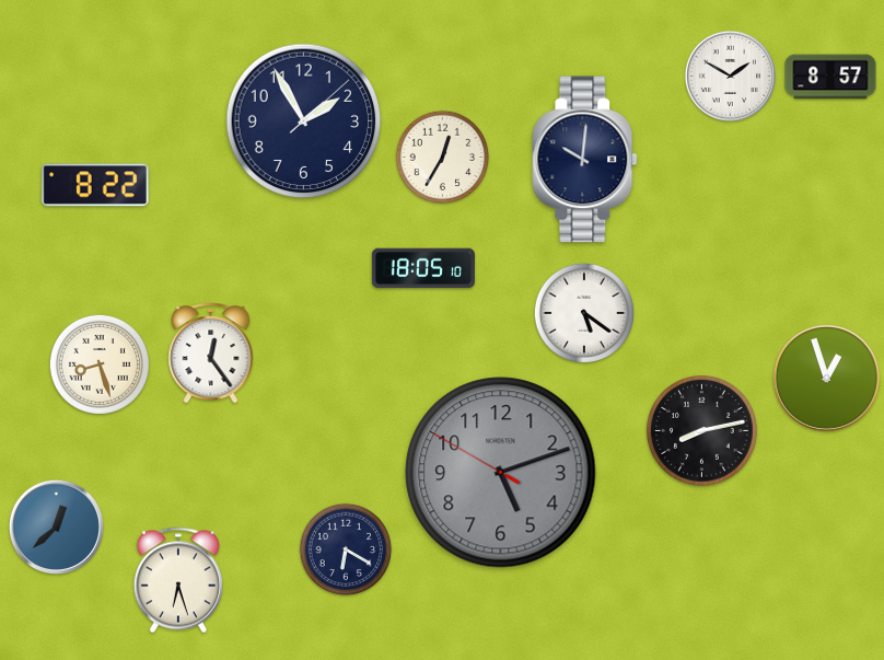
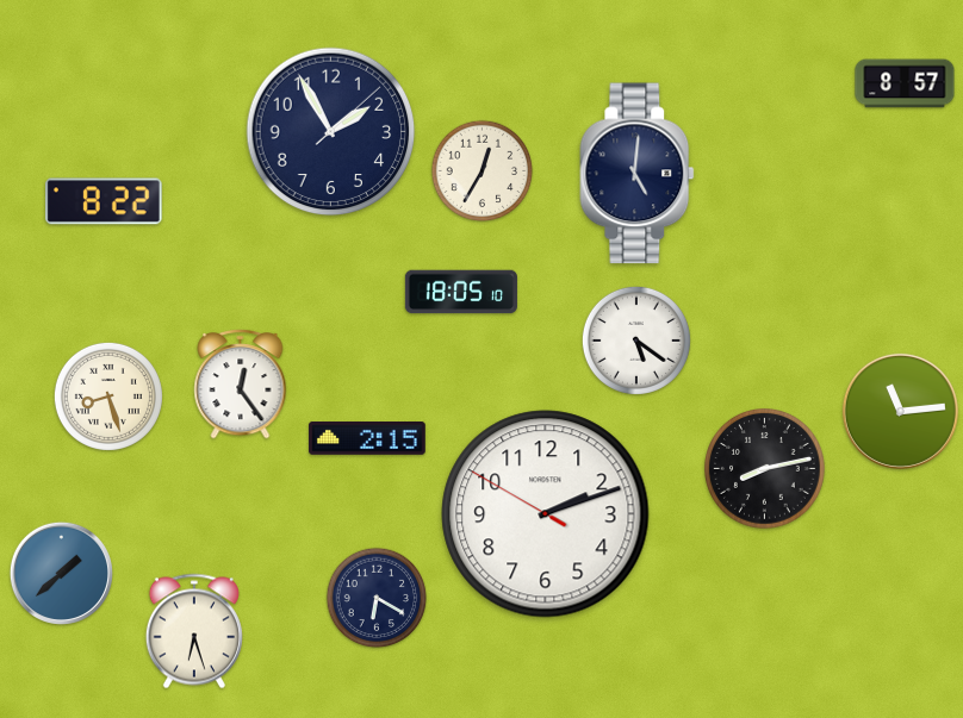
clock at (730, 76): 1:50 -> none
clock at (585, 160): 10:01 -> 5:01
clock at (211, 352) position: (211, 352) -> (241, 383)
clock at (826, 378): 12:57 -> 11:14
clock at (367, 439): none -> 2:15
clock at (501, 473): 5:11 -> 2:11
clock at (501, 473) dial: grey -> white
clock at (56, 526): 12:38 -> 1:38
